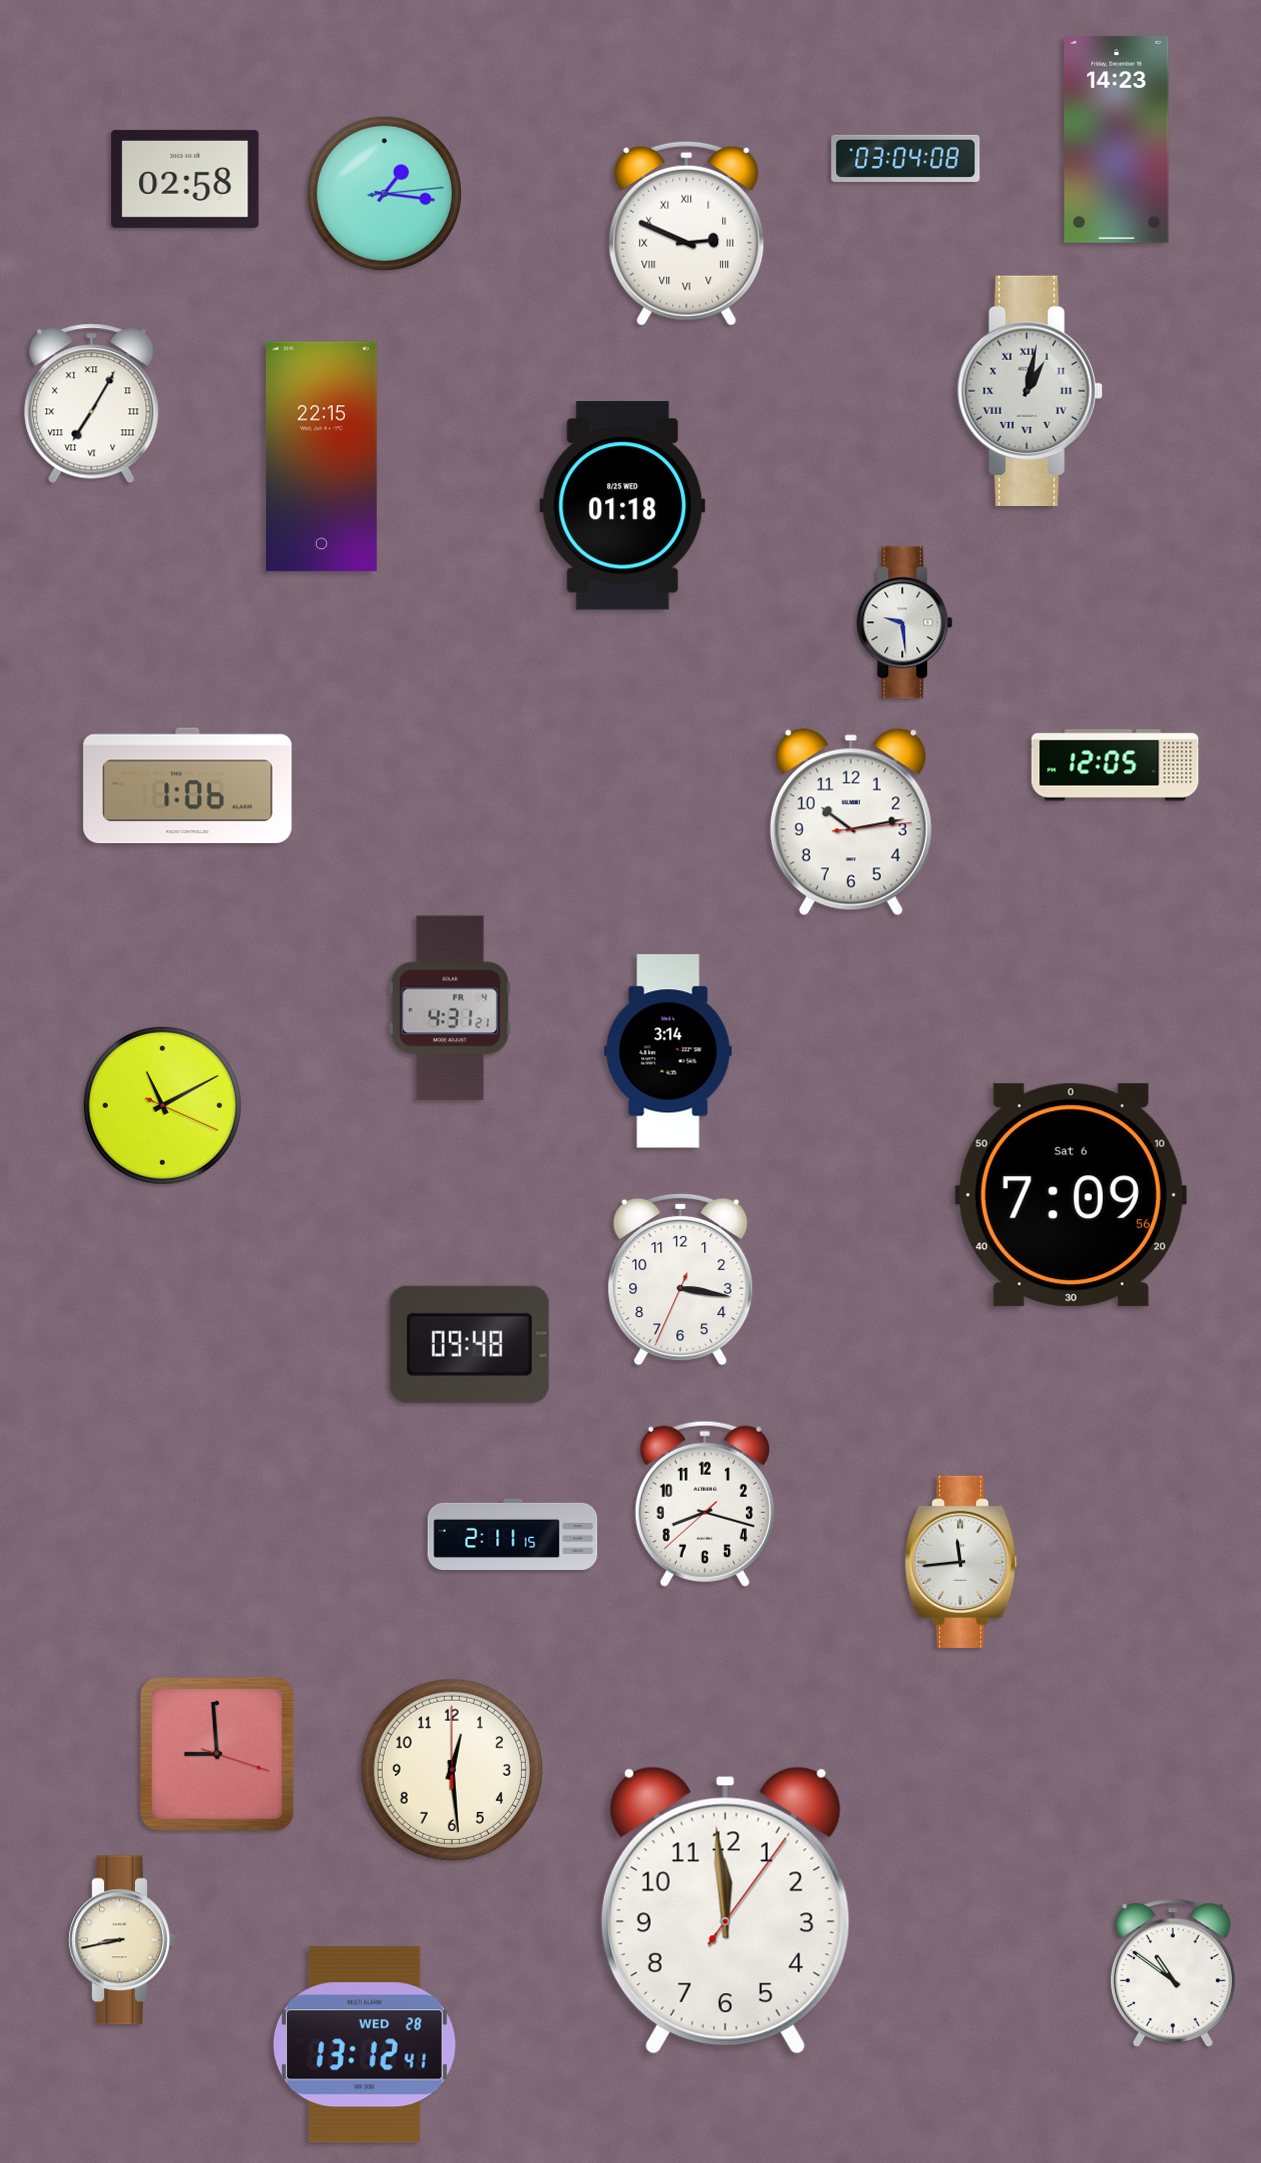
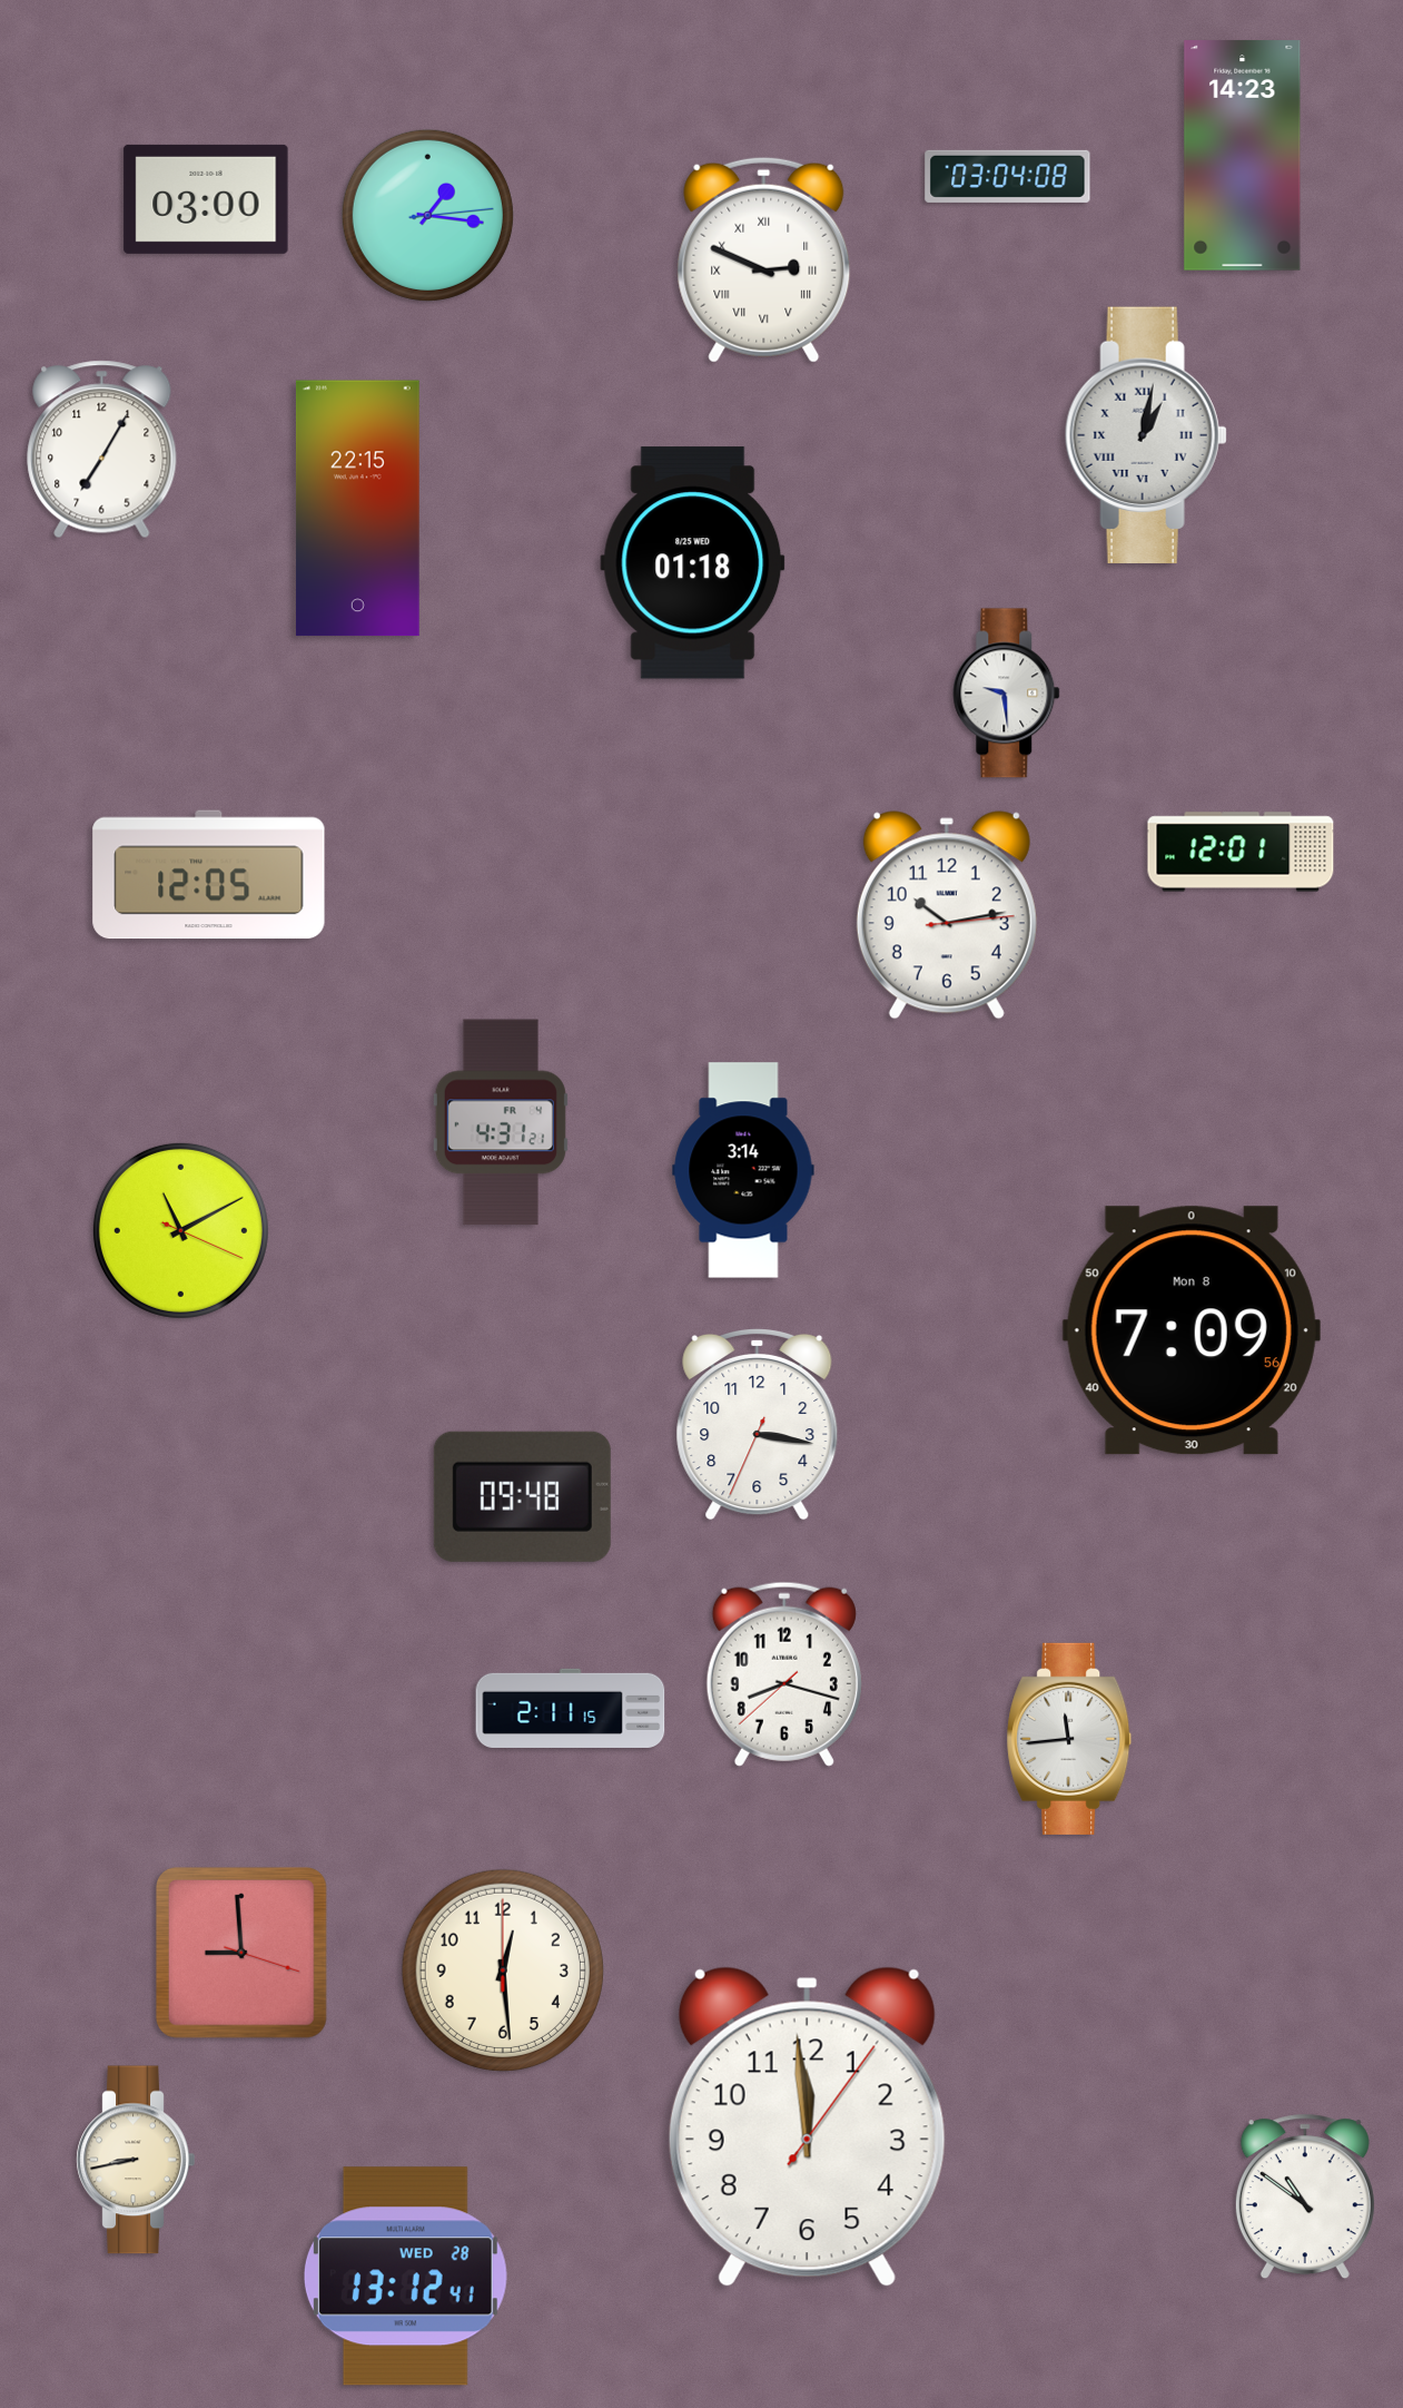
clock at (185, 179): 02:58 -> 03:00
clock at (92, 404) numerals: Roman -> Arabic
clock at (1115, 765): 12:05 -> 12:01
clock at (188, 786): 1:06 -> 12:05
clock at (1071, 1195) date: Sat 6 -> Mon 8
